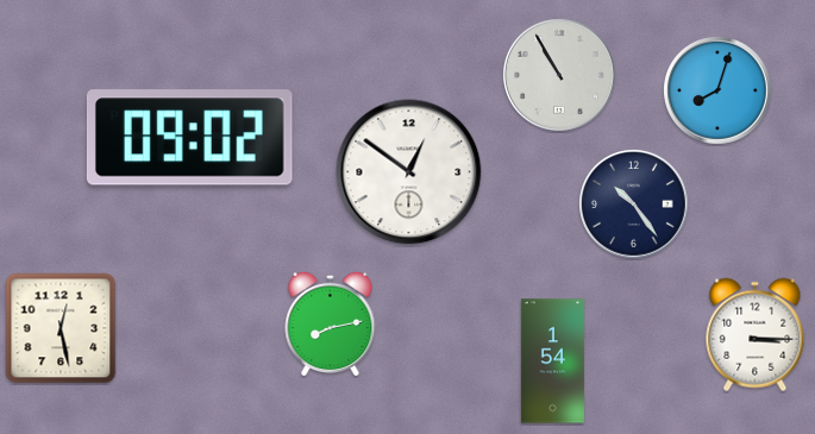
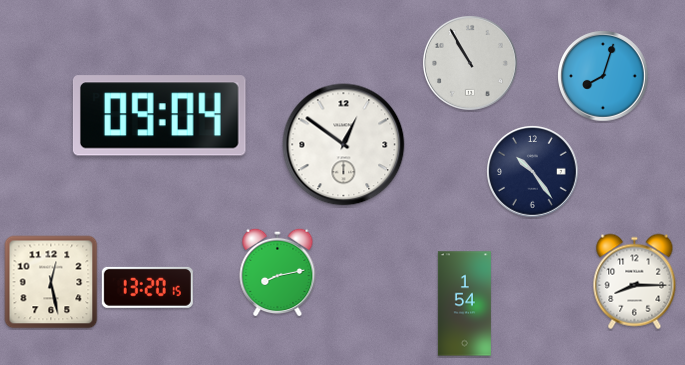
clock at (189, 138): 09:02 -> 09:04
clock at (61, 328) position: (61, 328) -> (51, 282)
clock at (756, 335): 3:15 -> 8:15
clock at (147, 287): none -> 13:20
